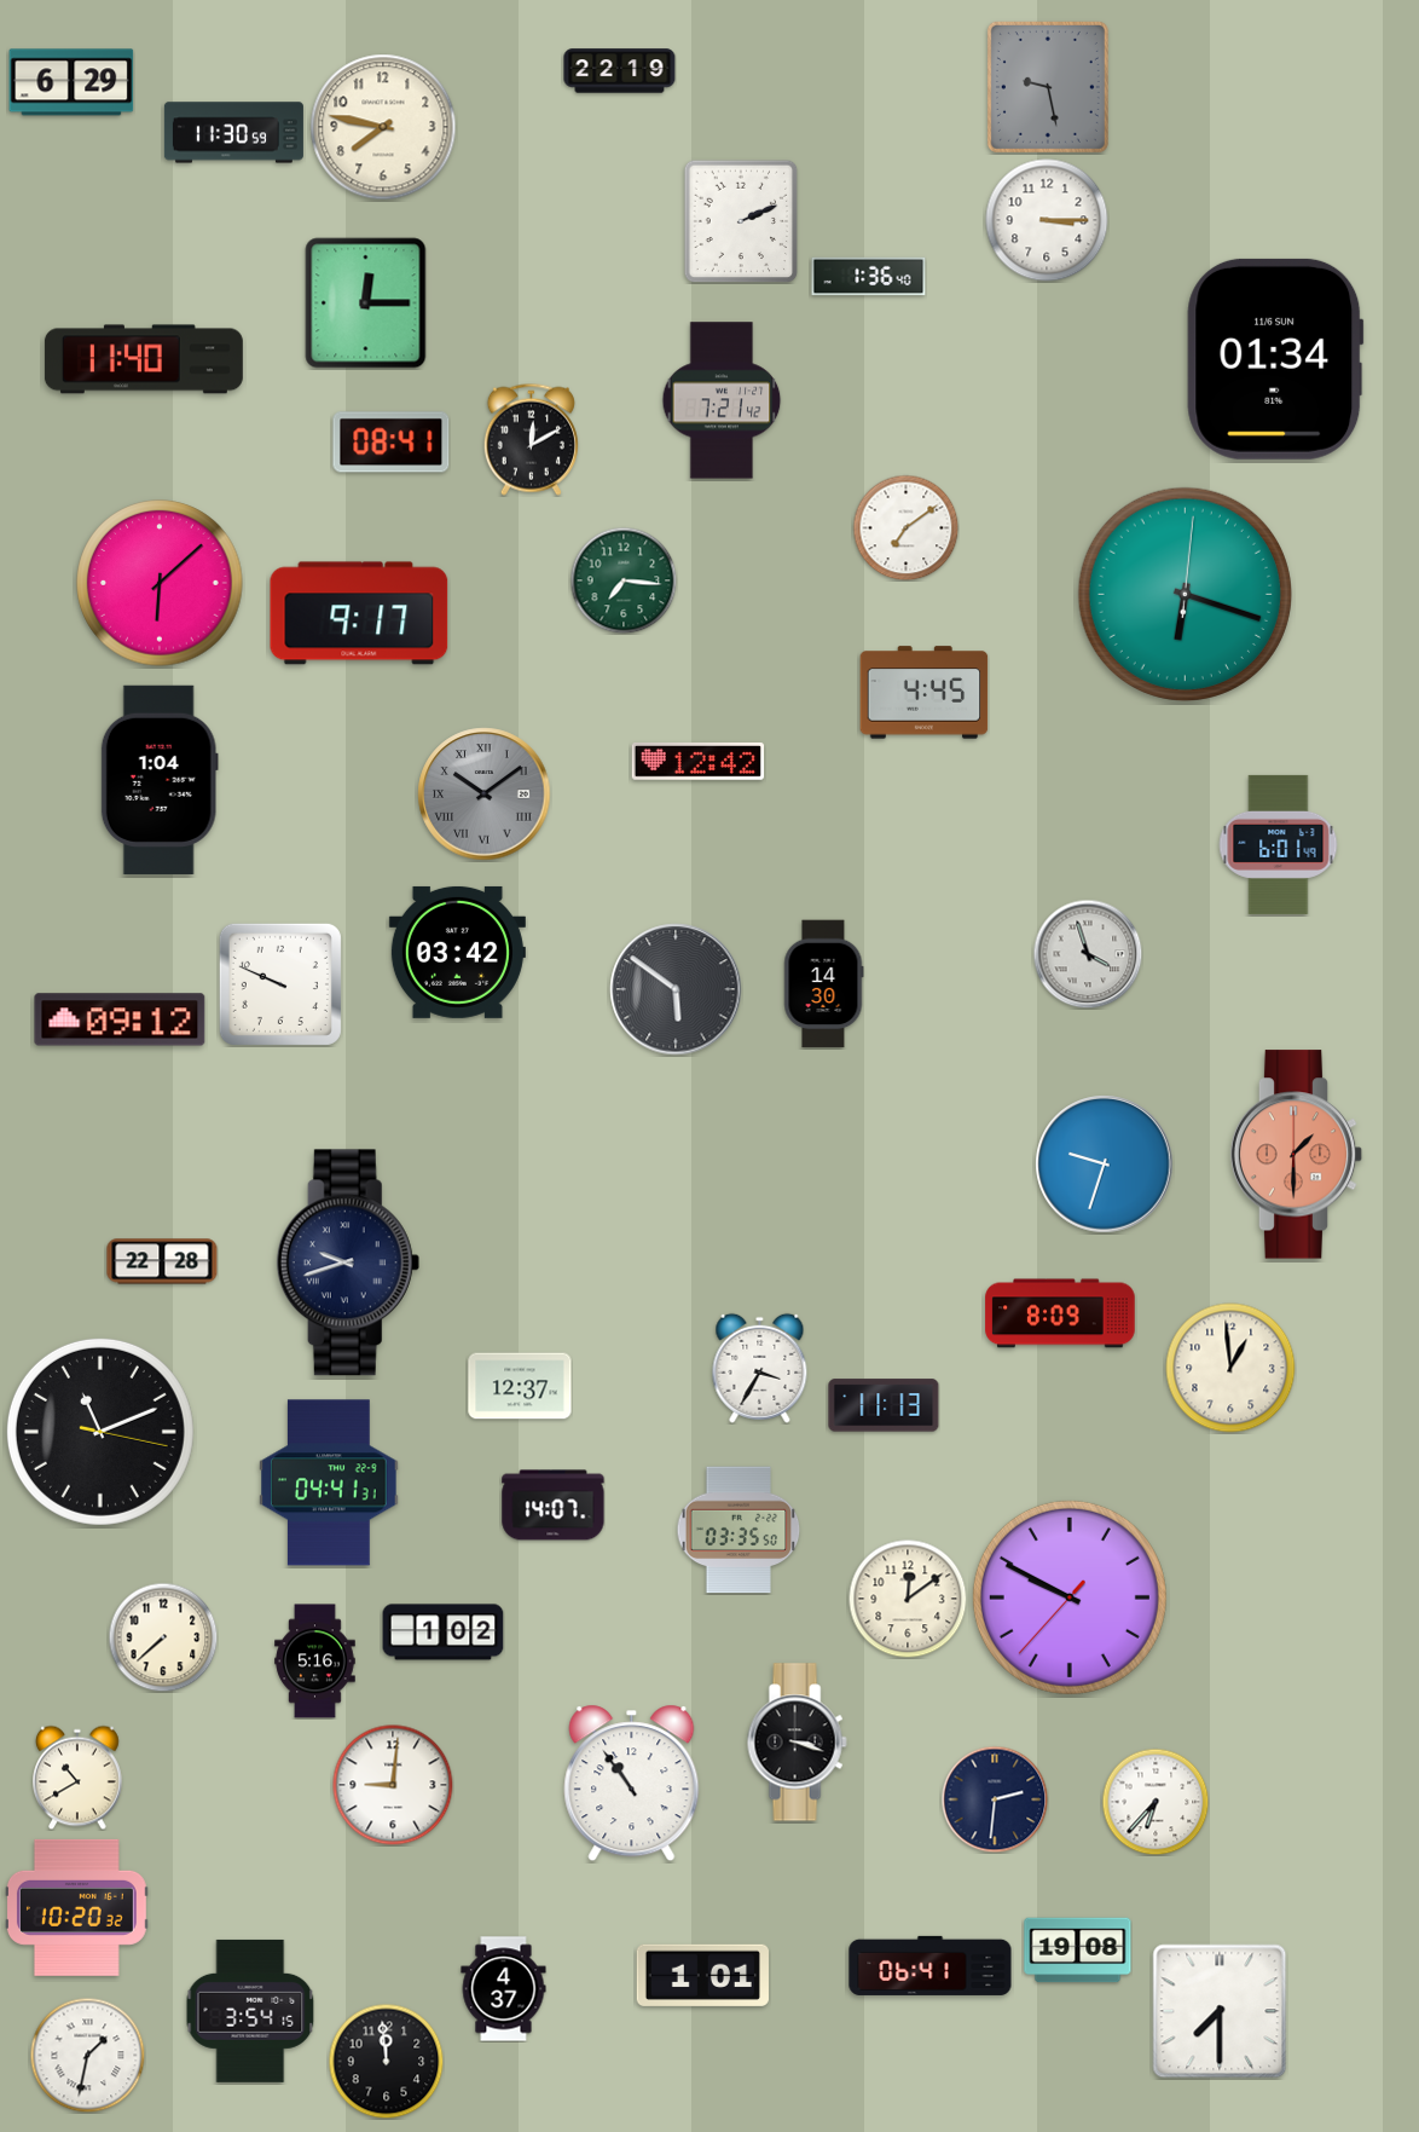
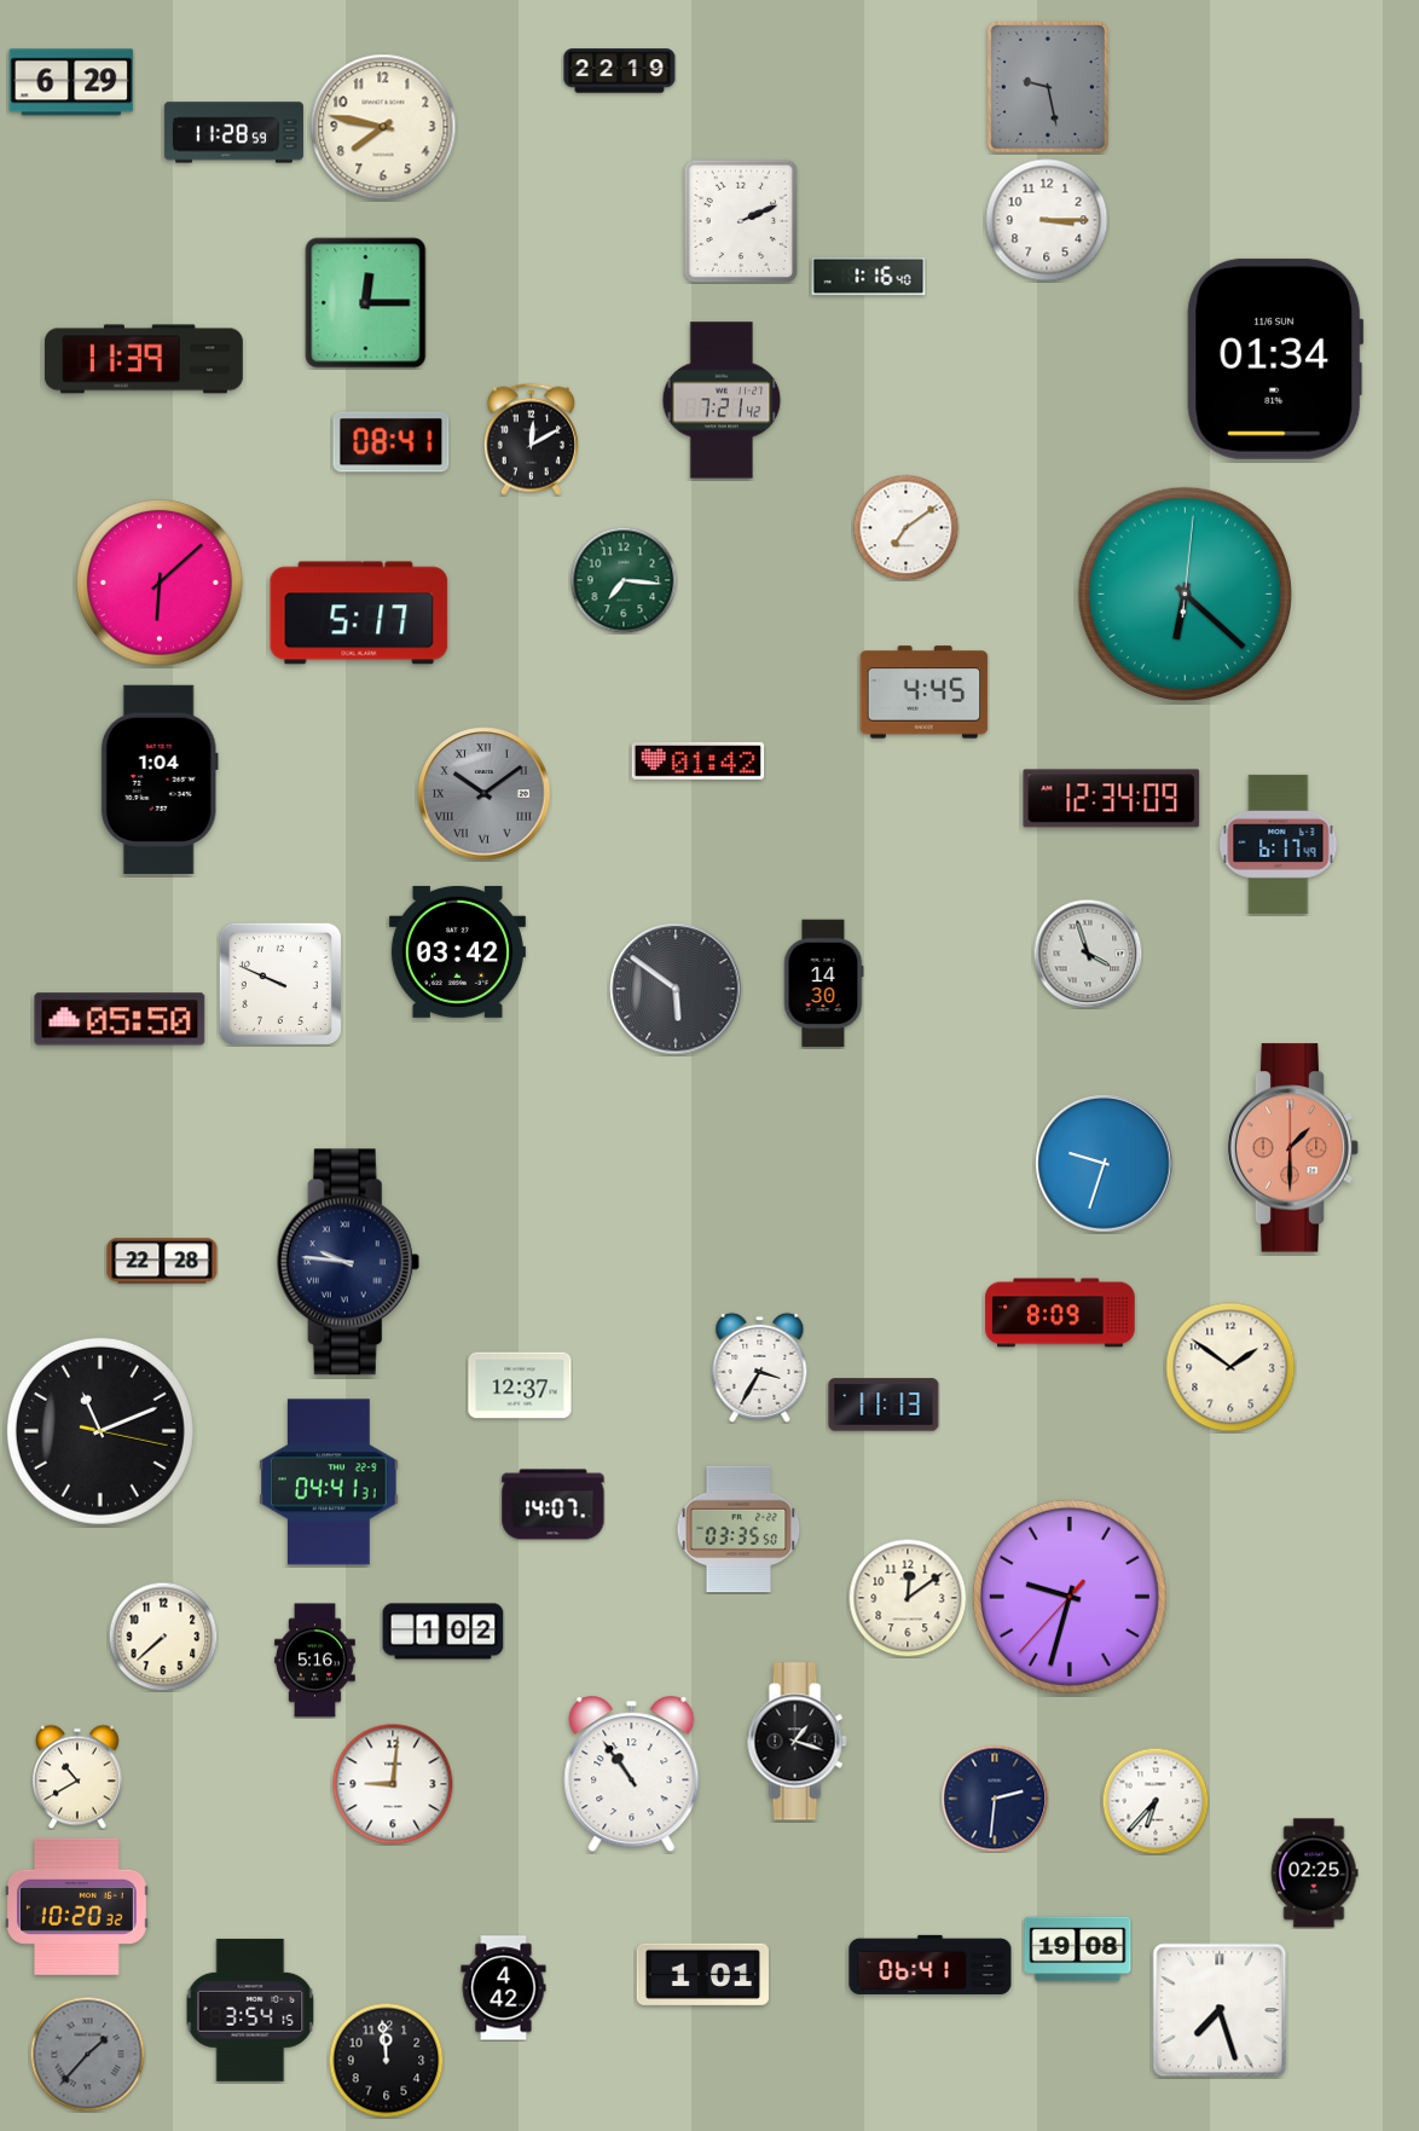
clock at (233, 133): 11:30 -> 11:28
clock at (869, 277): 1:36 -> 1:16
clock at (144, 359): 11:40 -> 11:39
clock at (1185, 594): 6:18 -> 6:22
clock at (359, 613): 9:17 -> 5:17
clock at (697, 762): 12:42 -> 01:42
clock at (1112, 799): none -> 12:34
clock at (1279, 844): 6:01 -> 6:17
clock at (120, 1019): 09:12 -> 05:50
clock at (1297, 1155) position: (1297, 1155) -> (1293, 1148)
clock at (348, 1263): 9:42 -> 9:46
clock at (1230, 1368): 12:59 -> 1:51
clock at (1070, 1597): 9:49 -> 9:32
clock at (797, 1743): 3:18 -> 1:18
clock at (632, 1784) position: (632, 1784) -> (632, 1774)
clock at (1315, 1874): none -> 02:25
clock at (504, 1989): 4:37 -> 4:42
clock at (1220, 2011): 7:30 -> 7:27
clock at (87, 2055): 1:32 -> 1:37
clock at (87, 2055) dial: white -> grey
